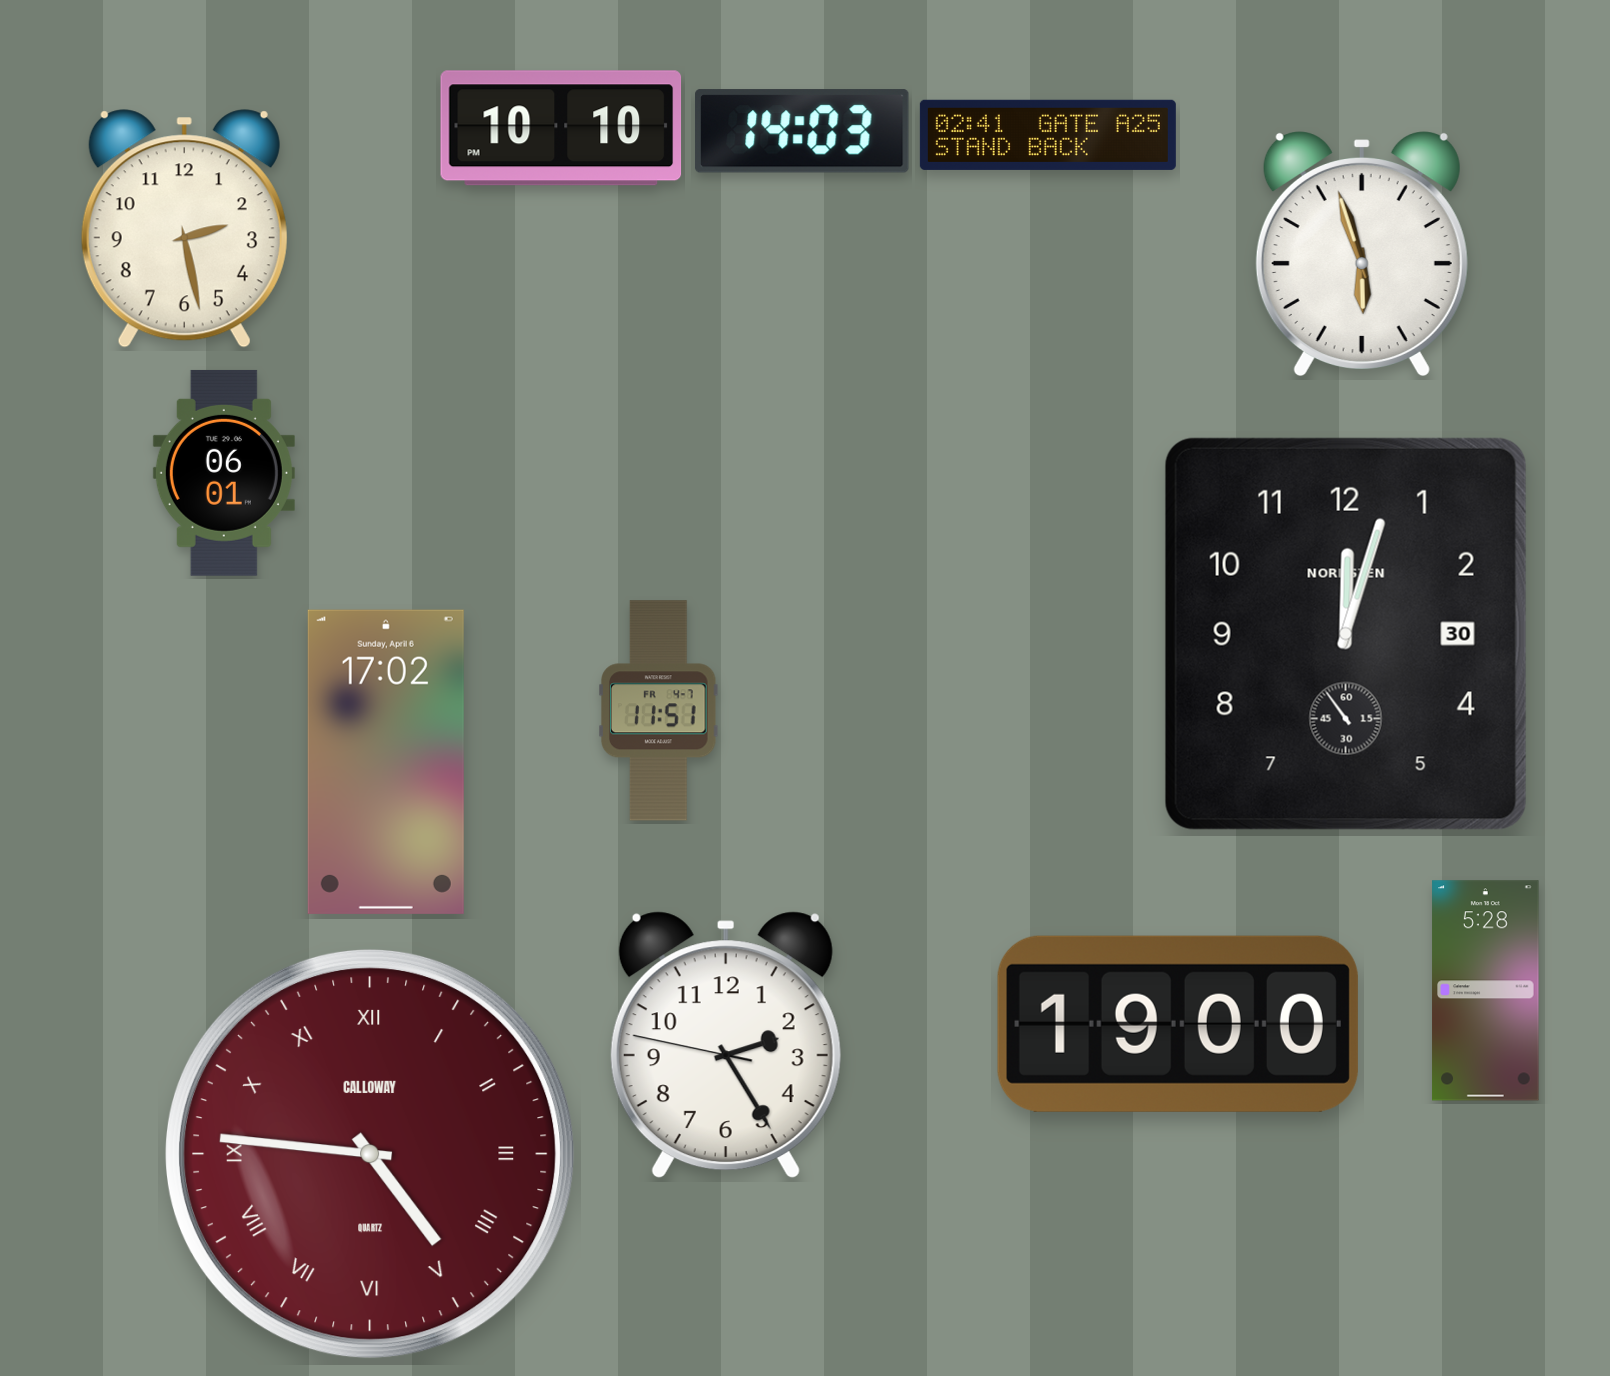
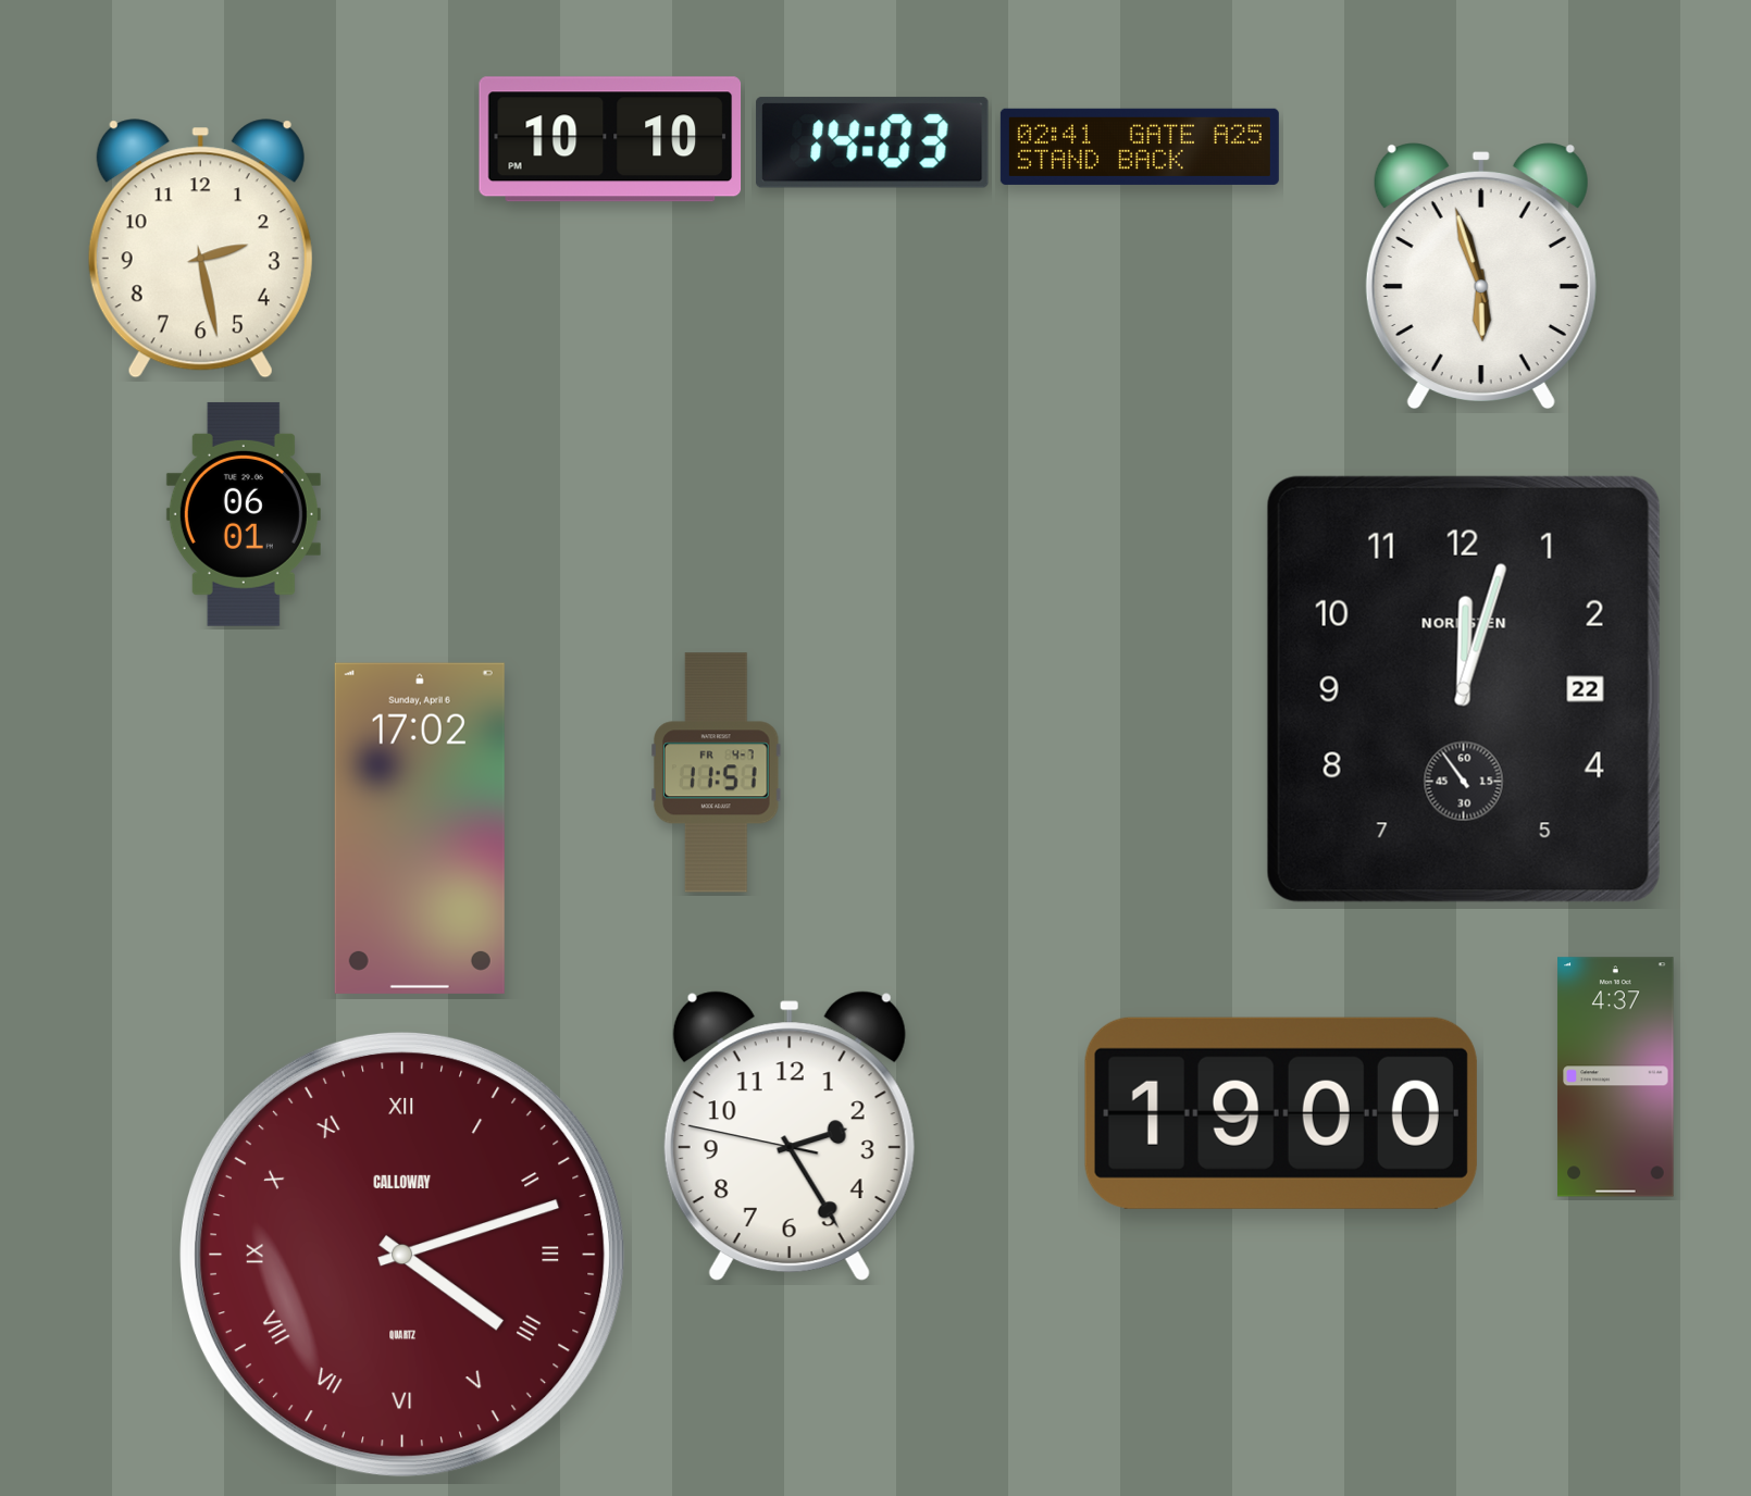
clock at (1346, 634) date: 30 -> 22
clock at (1486, 991): 5:28 -> 4:37
clock at (370, 1154): 4:46 -> 4:12
